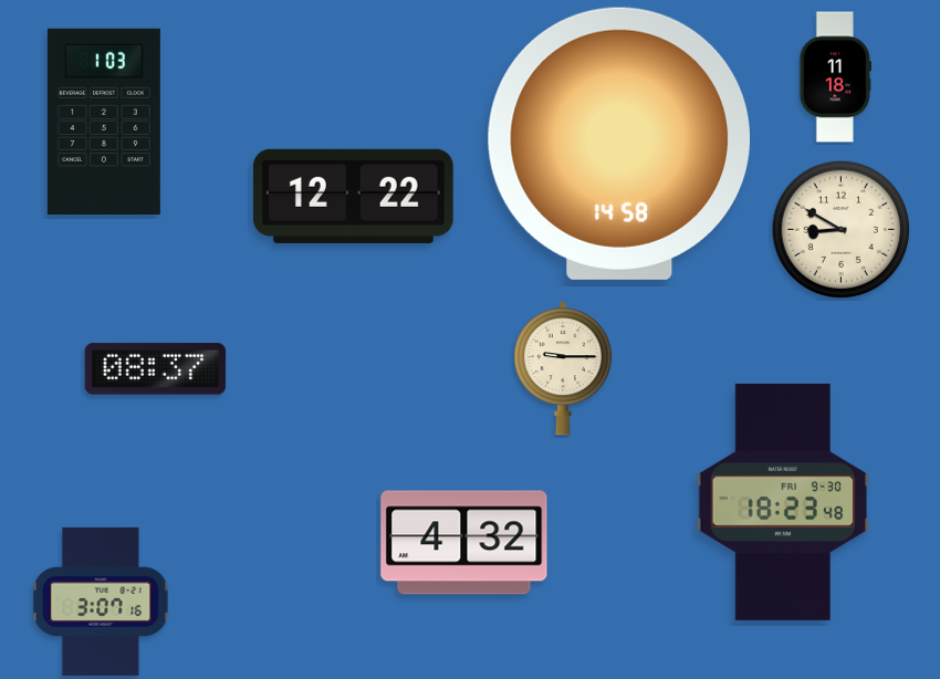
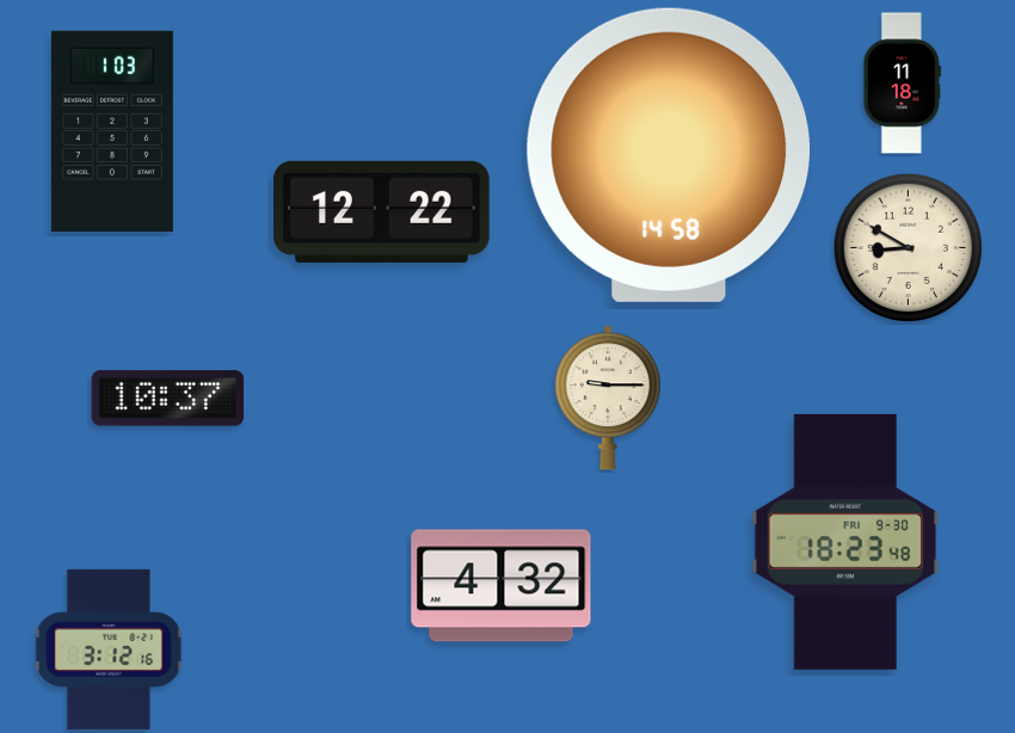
clock at (156, 369): 08:37 -> 10:37
clock at (101, 602): 3:07 -> 3:12
